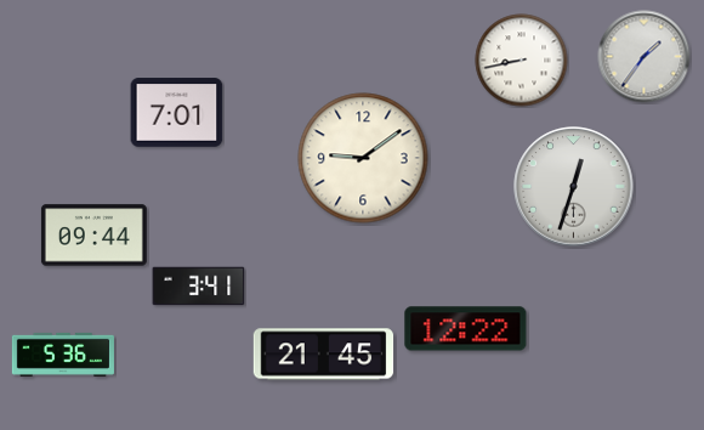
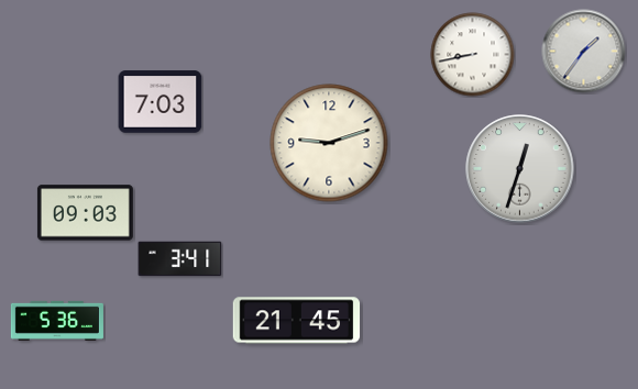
clock at (177, 113): 7:01 -> 7:03
clock at (363, 158): 9:09 -> 9:12
clock at (93, 236): 09:44 -> 09:03
clock at (466, 329): 12:22 -> none
clock at (324, 355) position: (324, 355) -> (297, 321)
